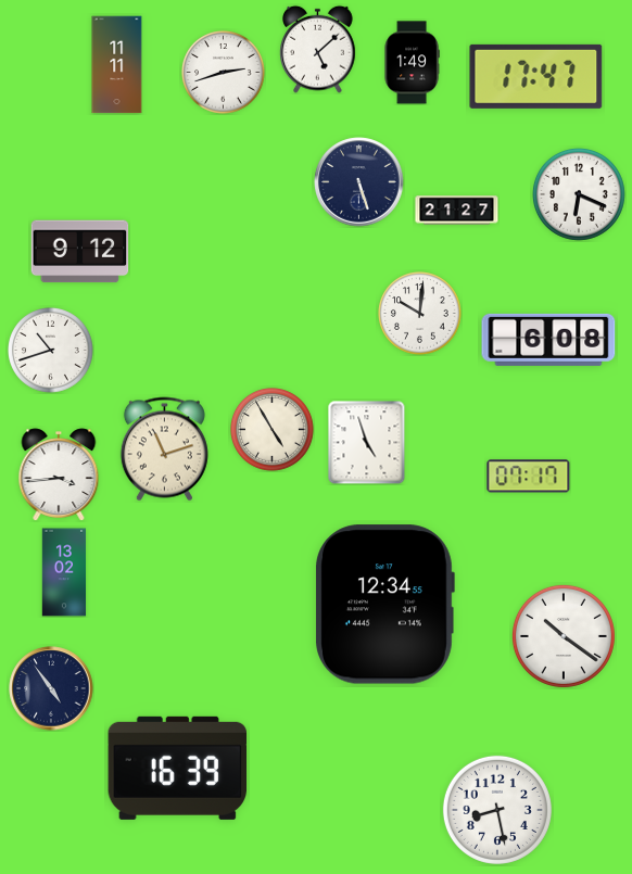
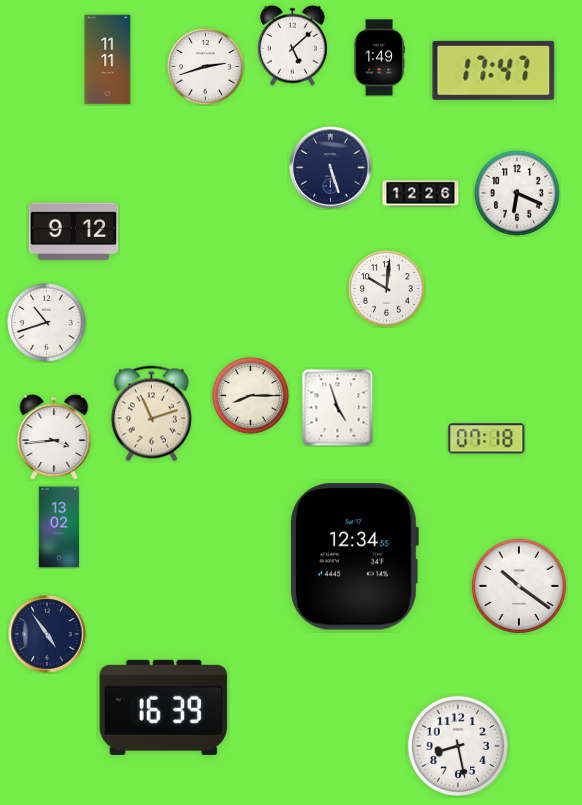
clock at (579, 194) position: (579, 194) -> (517, 193)
clock at (457, 211): 21:27 -> 12:26
clock at (548, 340): 6:08 -> none
clock at (273, 430): 4:55 -> 8:15
clock at (529, 477): 07:17 -> 07:18
